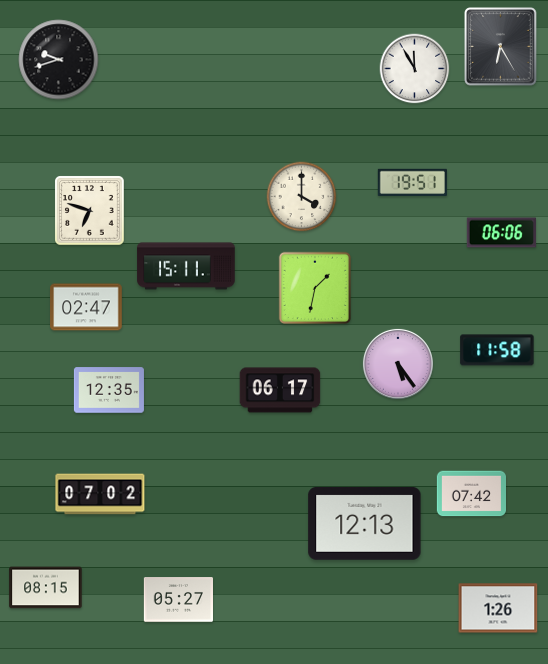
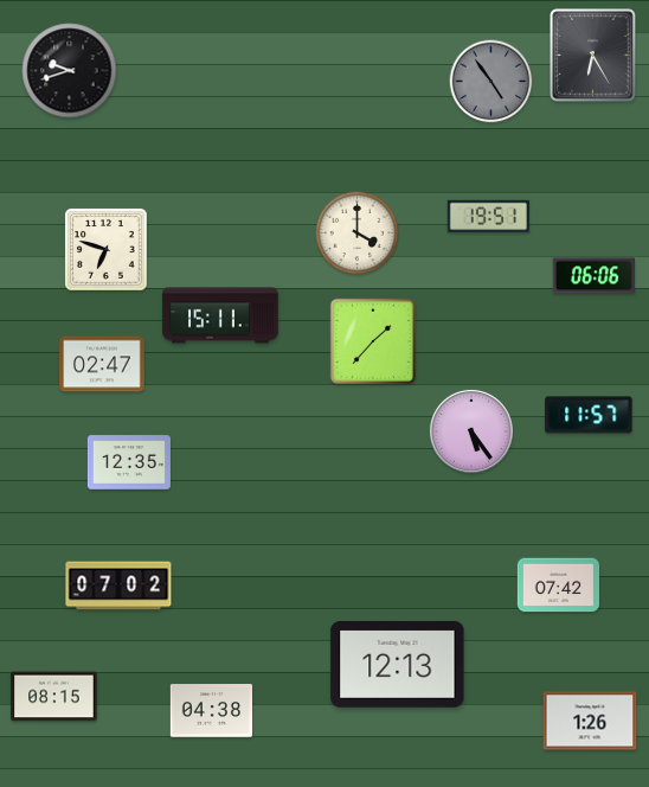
clock at (415, 69): 11:55 -> 4:54
clock at (415, 69) dial: white -> grey
clock at (314, 287): 1:32 -> 1:37
clock at (497, 350): 11:58 -> 11:57
clock at (280, 390): 06:17 -> none
clock at (365, 523) position: (365, 523) -> (398, 664)
clock at (178, 600): 05:27 -> 04:38
